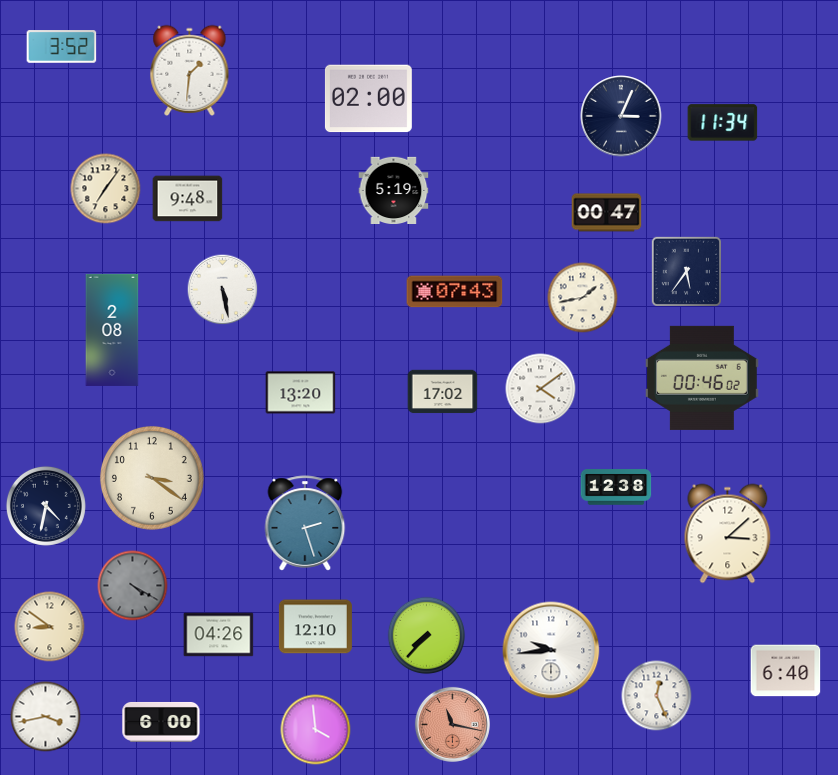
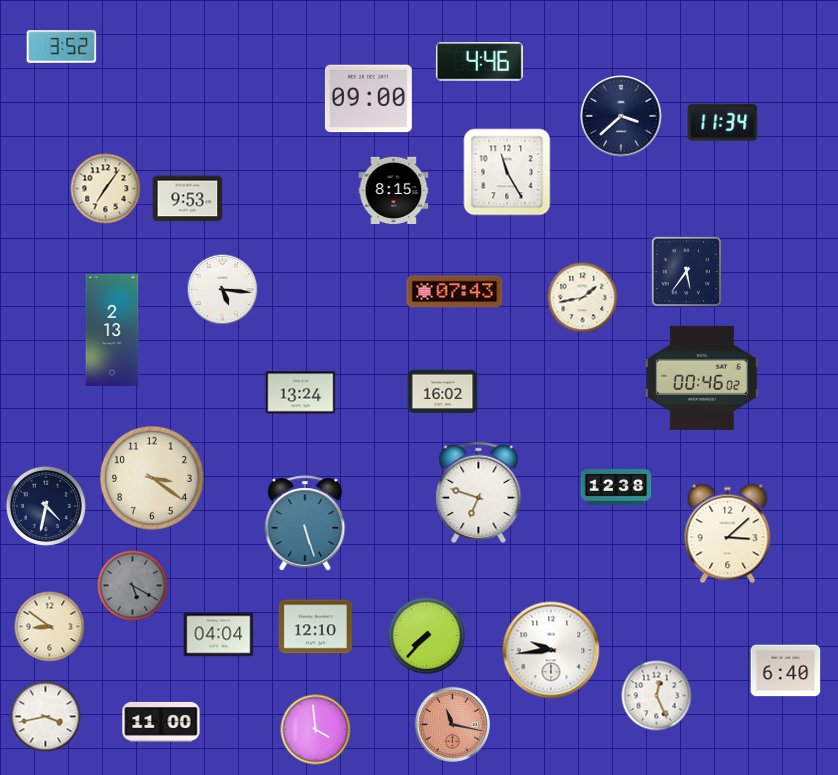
clock at (479, 62): none -> 4:46
clock at (190, 70): 1:31 -> none
clock at (368, 99): 02:00 -> 09:00
clock at (621, 116): 3:04 -> 3:38
clock at (507, 172): none -> 11:25
clock at (394, 190): 5:19 -> 8:15
clock at (188, 199): 9:48 -> 9:53
clock at (607, 213): 00:47 -> none
clock at (223, 290): 5:28 -> 5:16
clock at (112, 330): 2:08 -> 2:13
clock at (541, 389): 4:09 -> none
clock at (443, 392): 17:02 -> 16:02
clock at (301, 393): 13:20 -> 13:24
clock at (479, 493): none -> 6:48
clock at (305, 523): 2:27 -> 5:27
clock at (133, 586): 4:20 -> 5:20
clock at (219, 635): 04:26 -> 04:04
clock at (161, 722): 6:00 -> 11:00
